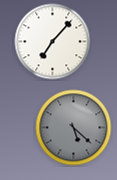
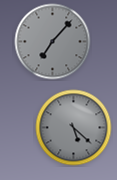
clock at (53, 42) dial: white -> grey
